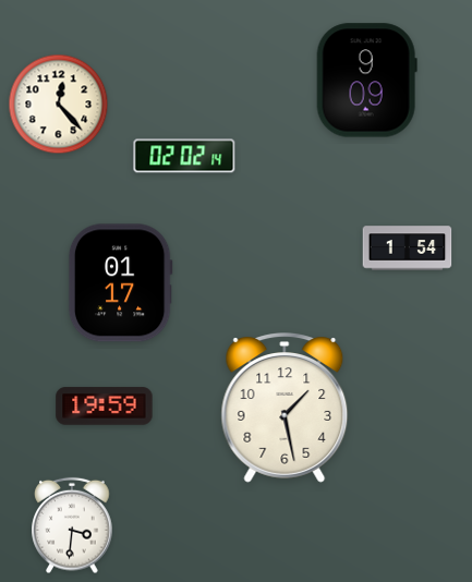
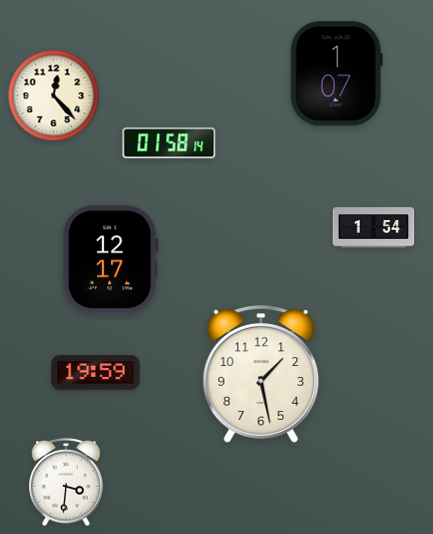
clock at (366, 81): 9:09 -> 1:07
clock at (184, 156): 02:02 -> 01:58
clock at (120, 283): 01:17 -> 12:17
